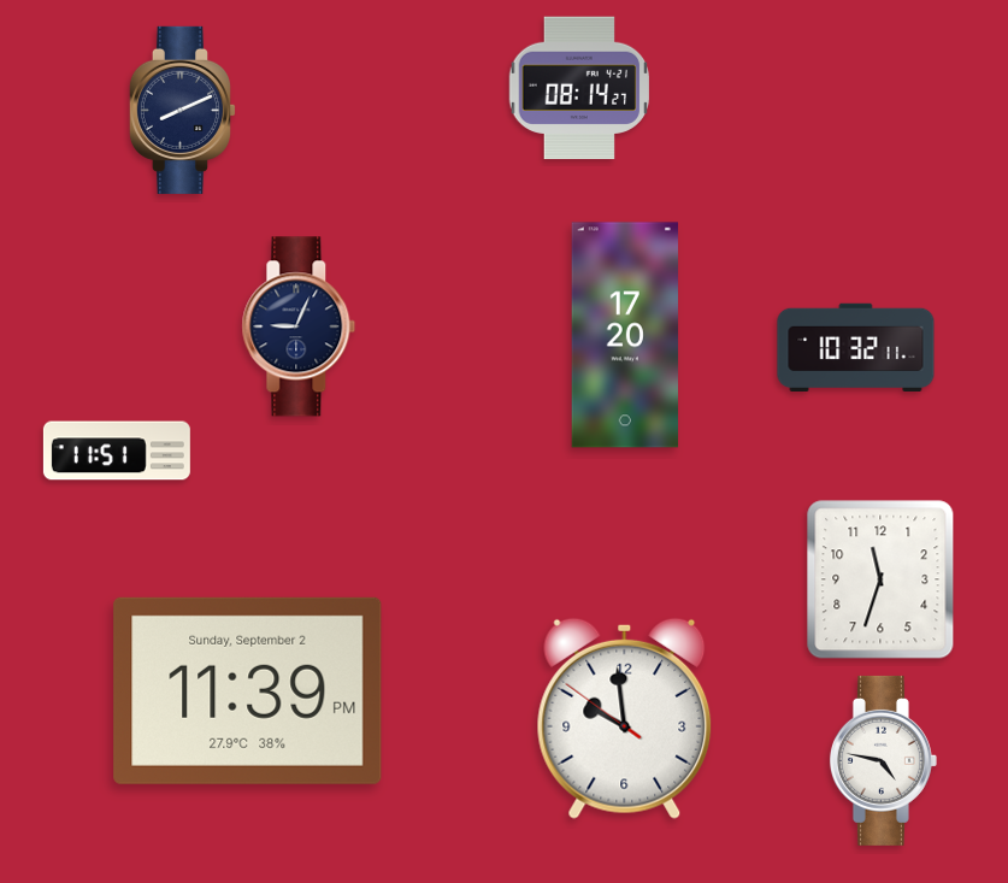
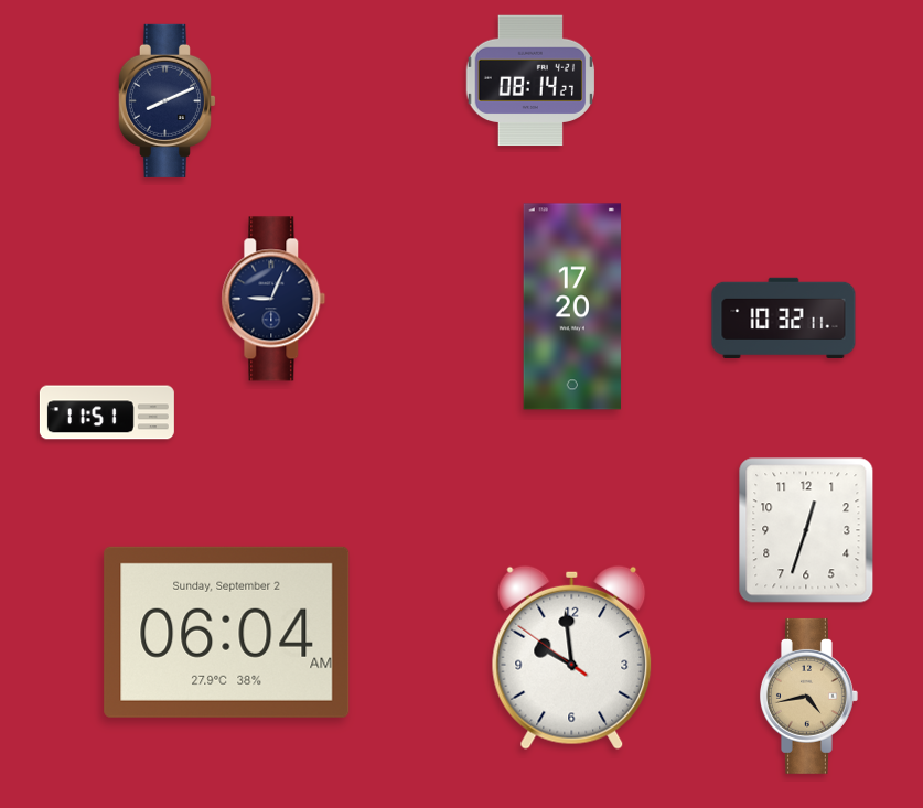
clock at (880, 579): 11:33 -> 12:33
clock at (248, 690): 11:39 -> 06:04
clock at (883, 760): 4:47 -> 4:43
clock at (883, 760) dial: white -> champagne
